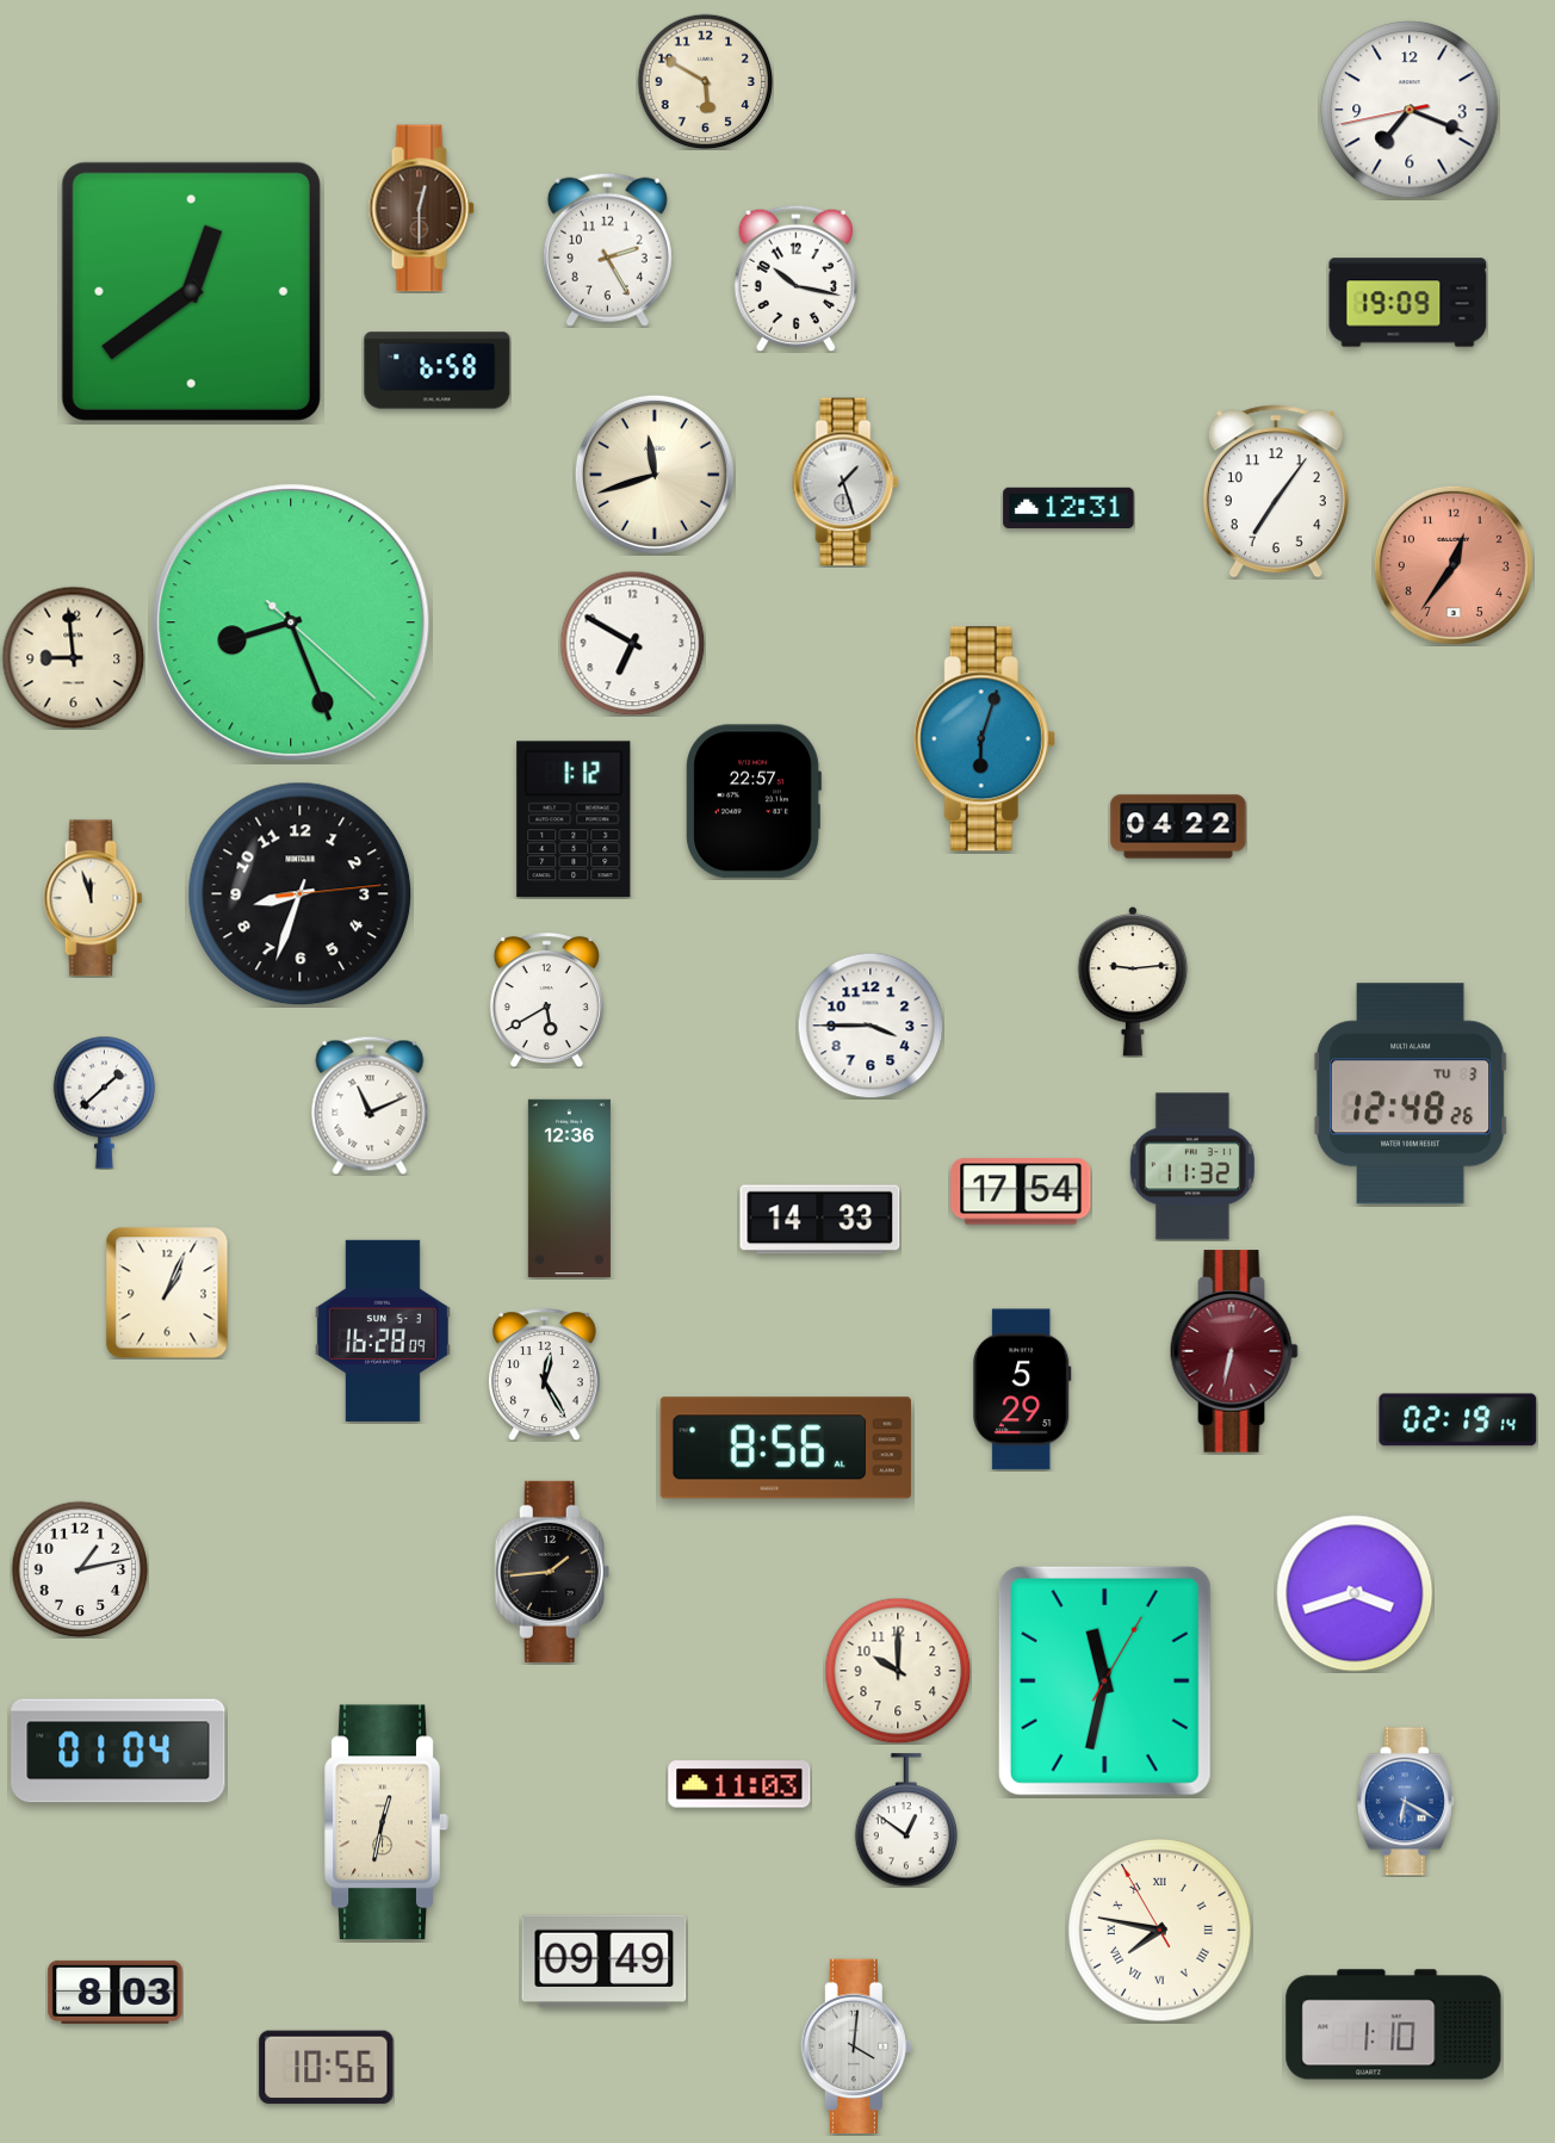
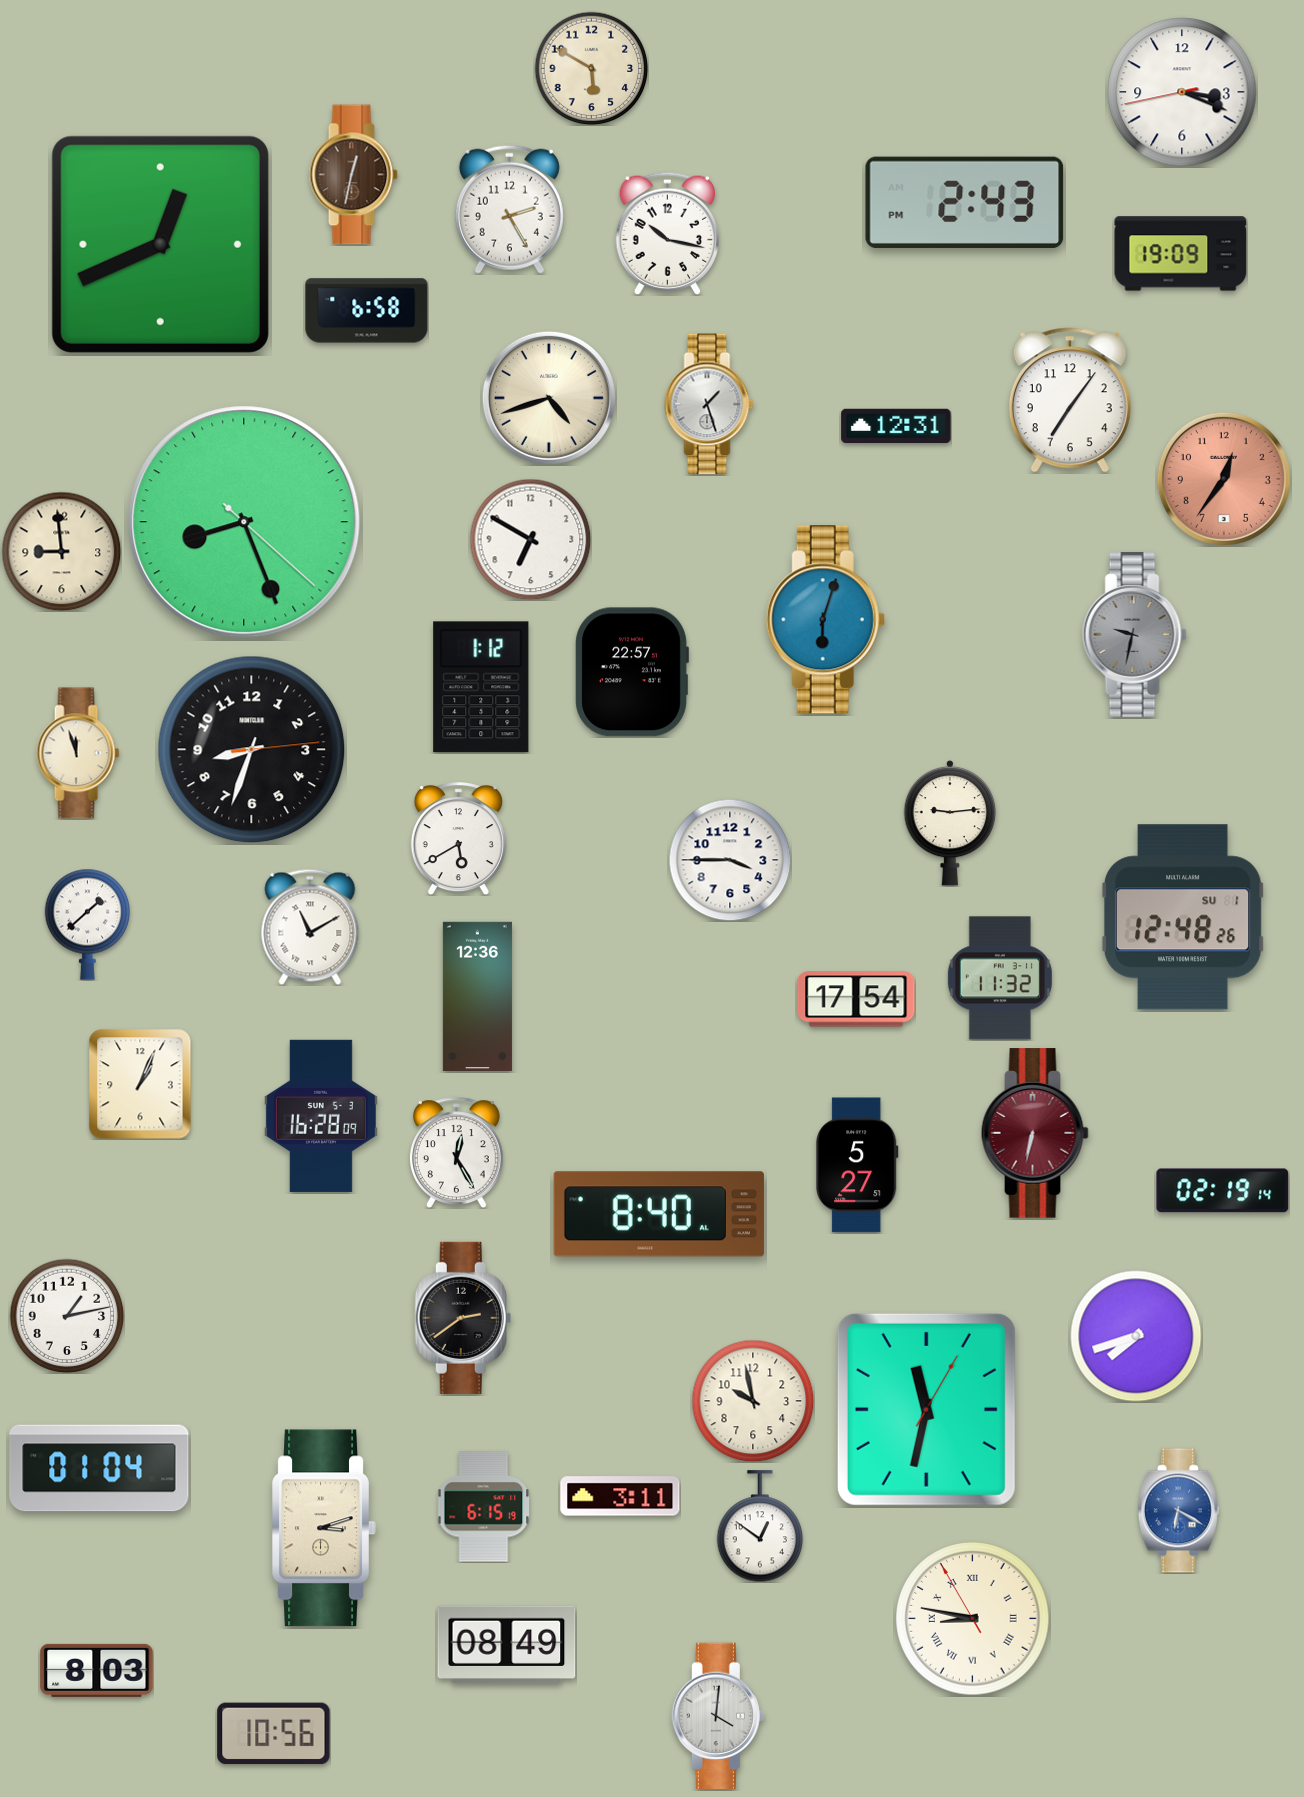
clock at (1410, 110): 7:18 -> 3:18
clock at (421, 209): 12:30 -> 12:32
clock at (965, 202): none -> 2:43
clock at (191, 291): 12:39 -> 12:41
clock at (655, 475): 11:42 -> 4:42
clock at (1276, 491) position: (1276, 491) -> (1070, 400)
clock at (1454, 565) position: (1454, 565) -> (1224, 479)
clock at (1134, 634): none -> 9:32
clock at (1178, 826): 04:22 -> none
clock at (1411, 1094) date: TU 3 -> SU 1
clock at (370, 1105): 11:11 -> 11:10
clock at (820, 1220): 14:33 -> none
clock at (1023, 1389): 5:29 -> 5:27
clock at (786, 1448): 8:56 -> 8:40
clock at (552, 1572): 1:44 -> 2:39
clock at (1355, 1593): 3:42 -> 7:42
clock at (898, 1671): 10:00 -> 9:58
clock at (739, 1784): 11:03 -> 3:11
clock at (484, 1507): none -> 6:15
clock at (386, 1822): 12:32 -> 3:12
clock at (1160, 1931): 7:46 -> 8:46
clock at (605, 1962): 09:49 -> 08:49
clock at (1394, 2025): 1:10 -> none
